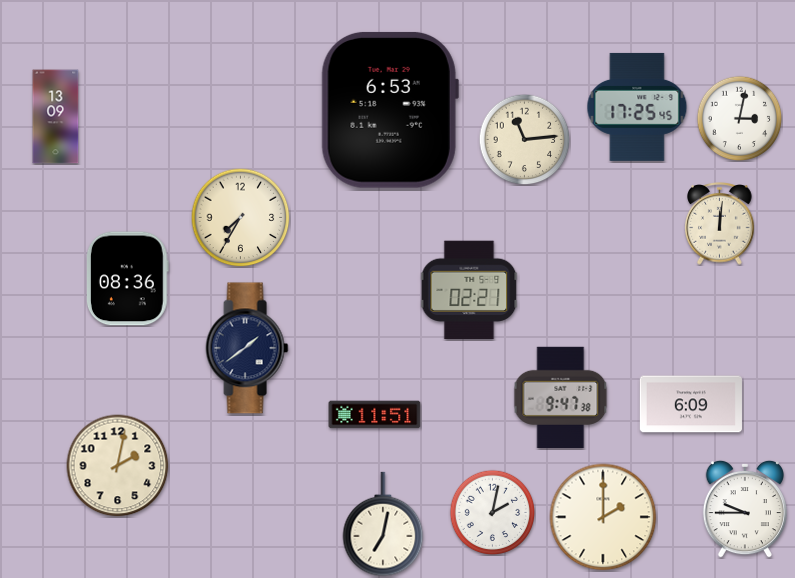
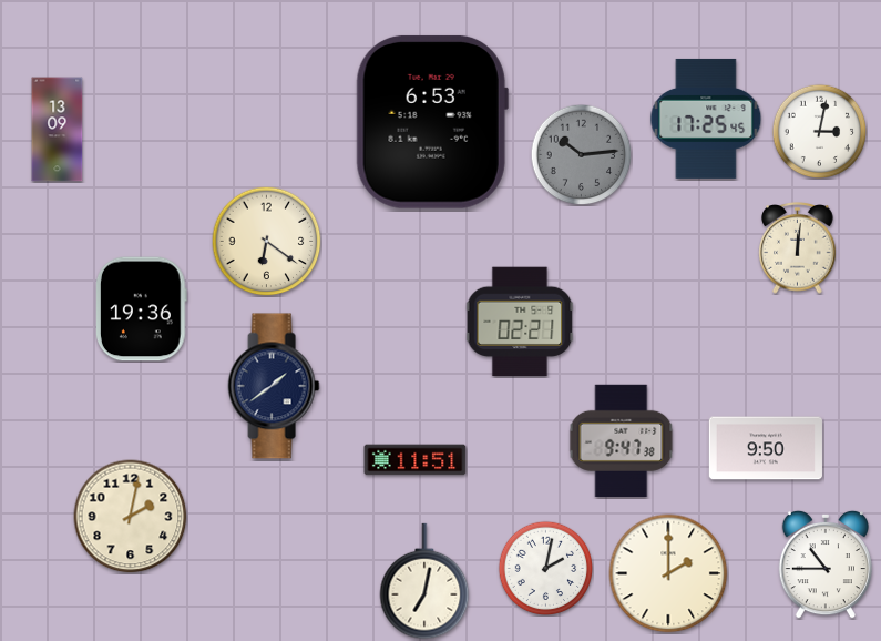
clock at (56, 117) position: (56, 117) -> (58, 130)
clock at (524, 139): 11:14 -> 10:14
clock at (524, 139) dial: cream -> grey
clock at (241, 218): 7:35 -> 6:21
clock at (127, 279): 08:36 -> 19:36
clock at (691, 404): 6:09 -> 9:50
clock at (745, 509): 9:45 -> 10:45
